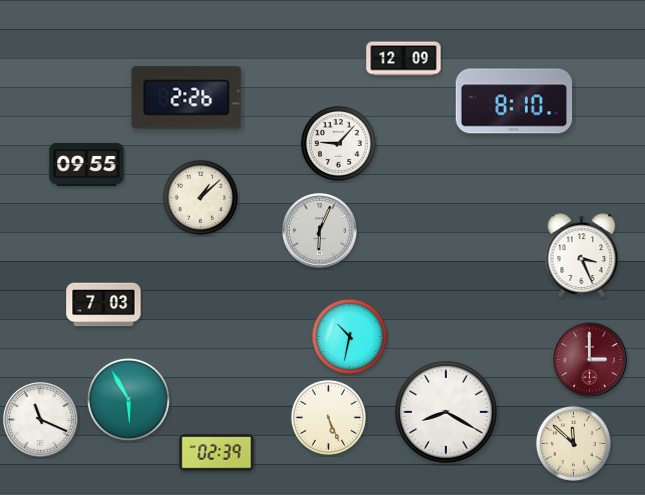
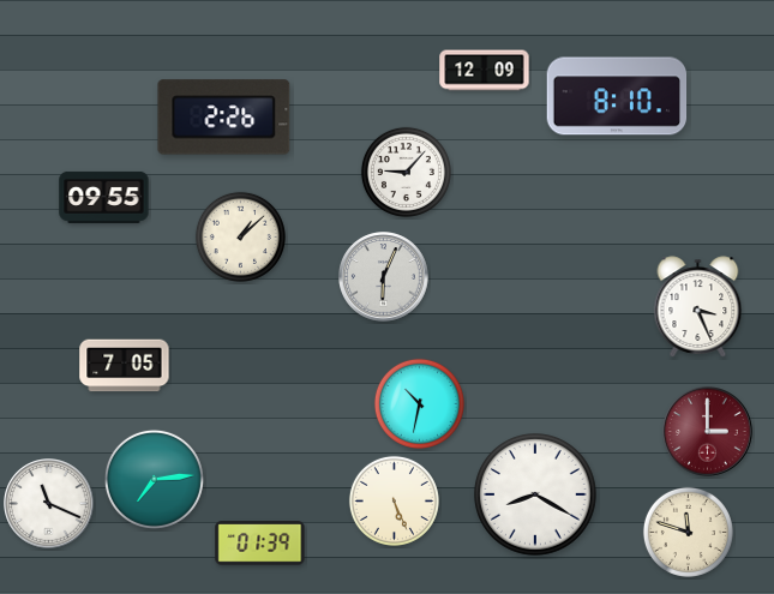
clock at (514, 101) position: (514, 101) -> (617, 96)
clock at (104, 305): 7:03 -> 7:05
clock at (128, 399): 5:55 -> 7:14
clock at (573, 443): 11:52 -> 11:48
clock at (217, 453): 02:39 -> 01:39
